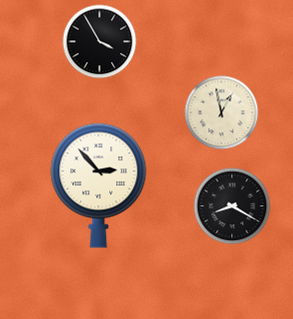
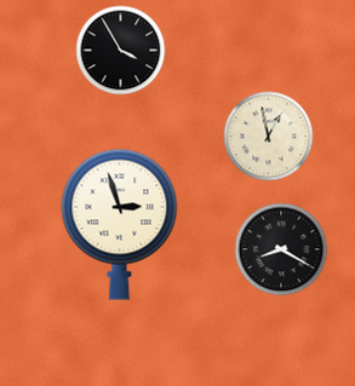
clock at (99, 185): 2:53 -> 2:57
